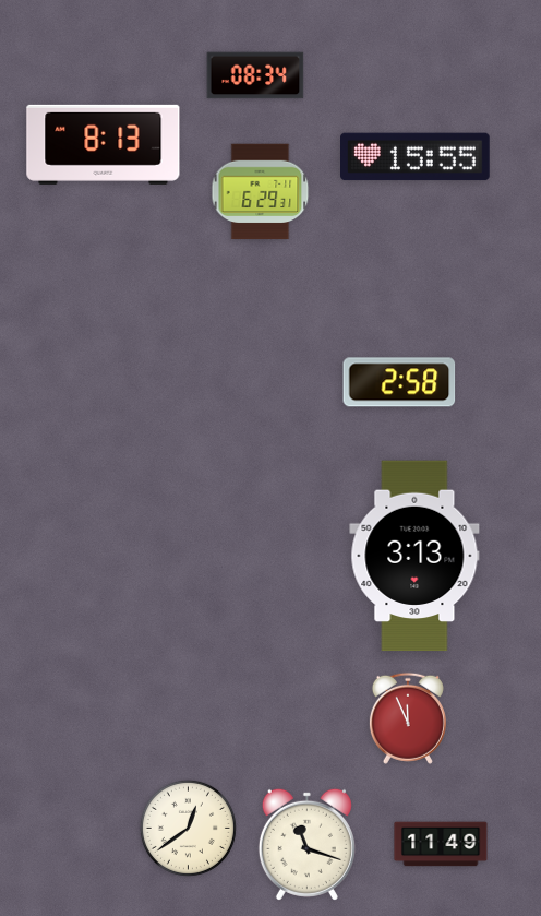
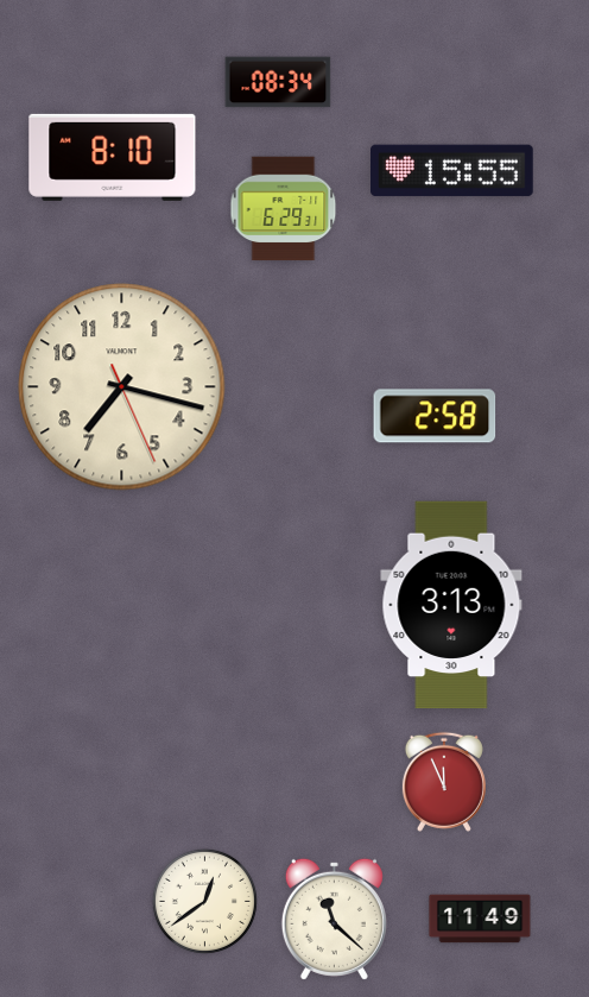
clock at (104, 144): 8:13 -> 8:10
clock at (122, 387): none -> 7:17
clock at (306, 844): 11:18 -> 11:22
